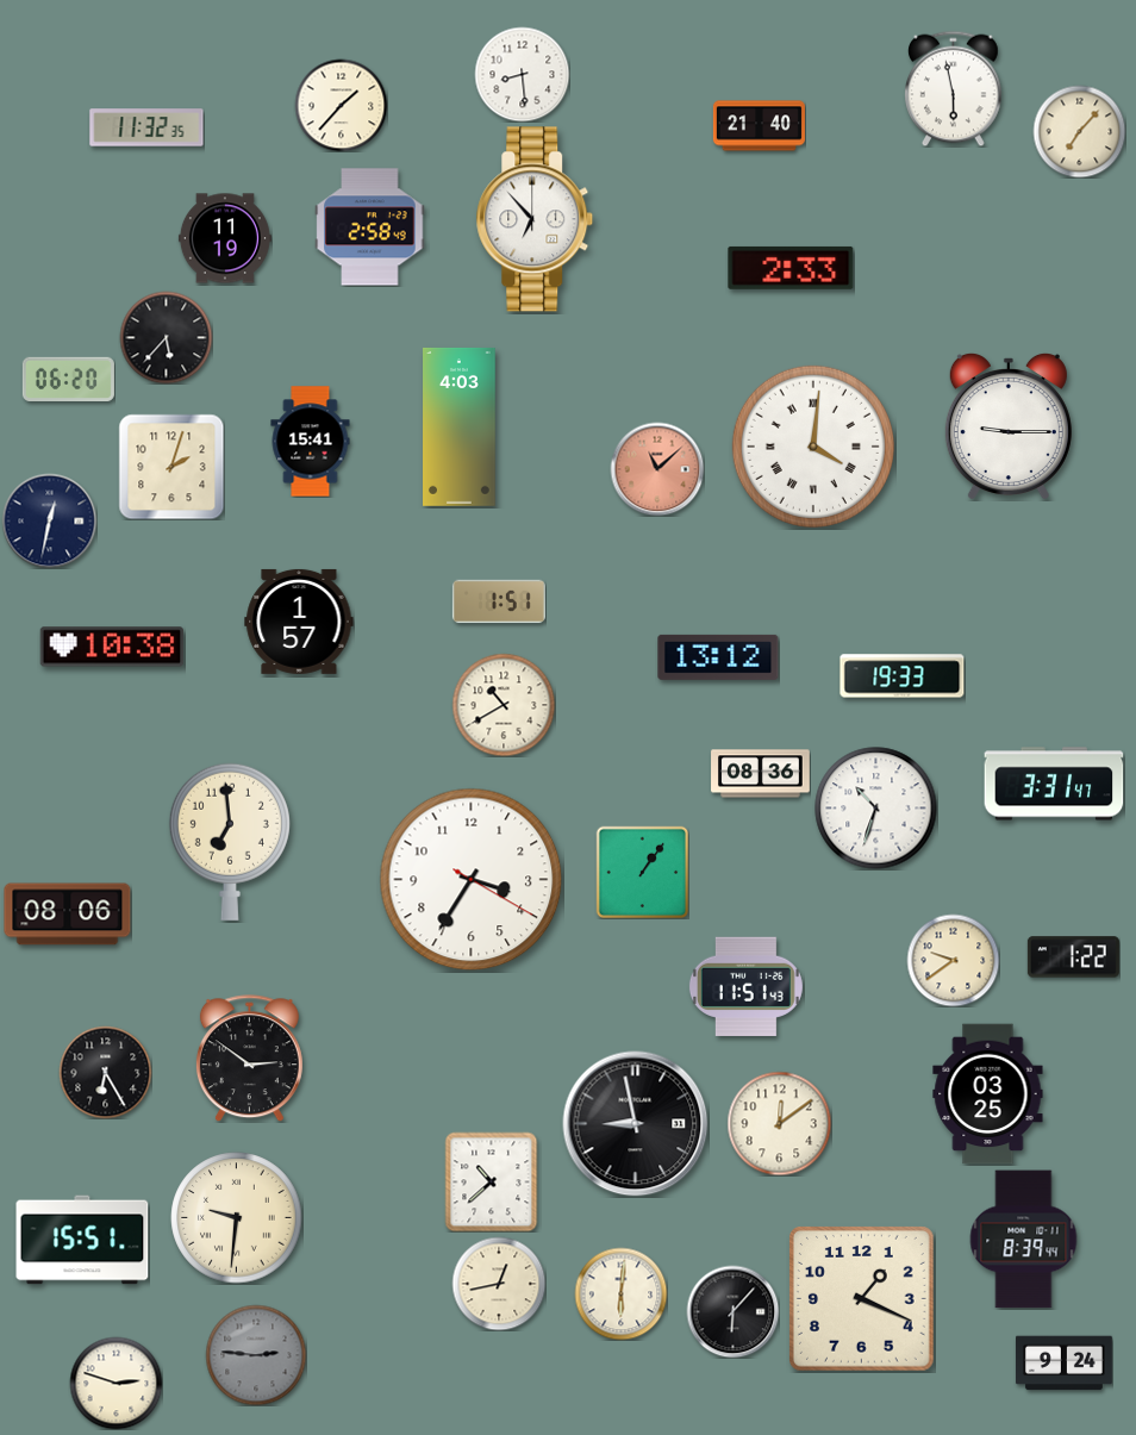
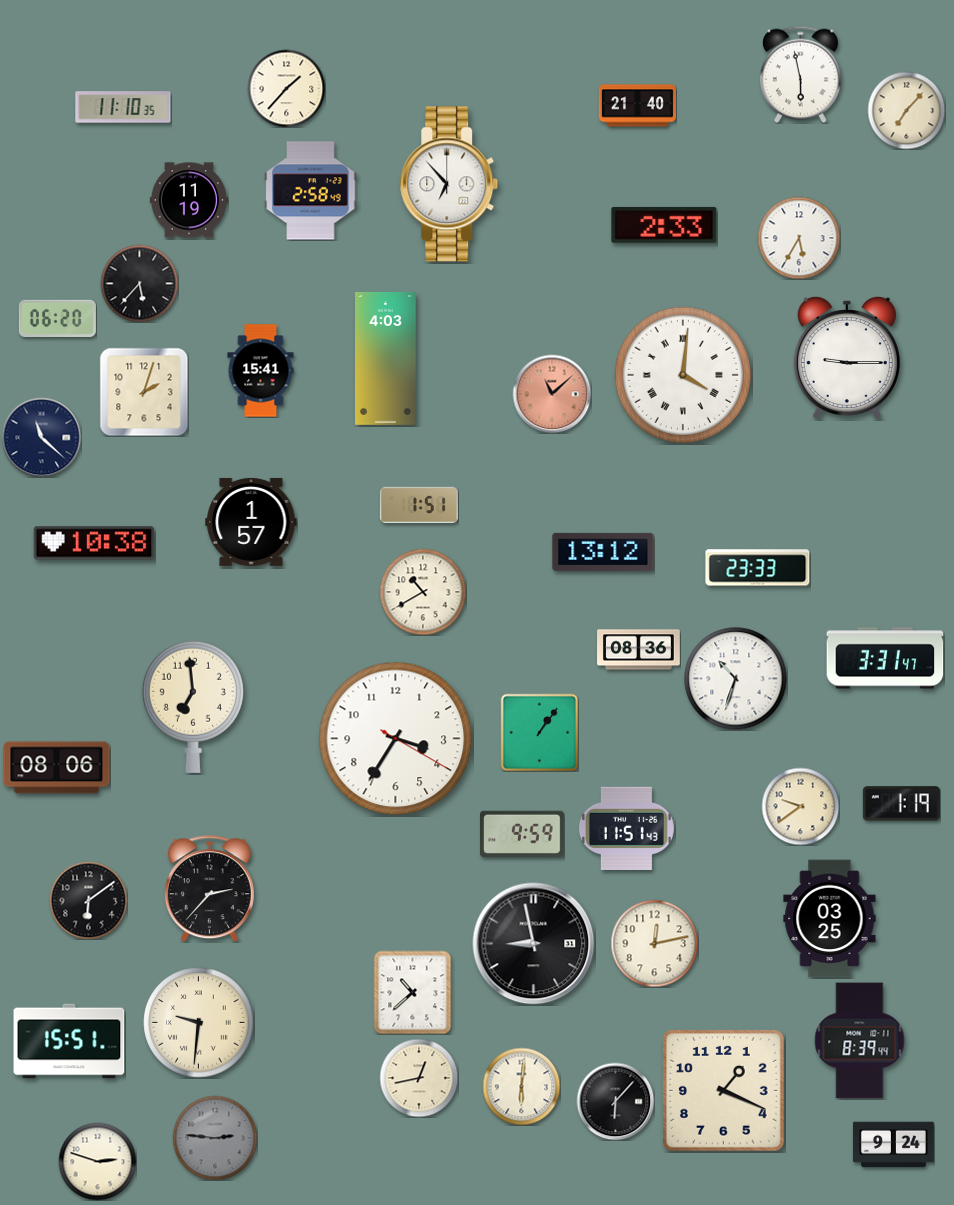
clock at (522, 74): 8:29 -> none
clock at (146, 127): 11:32 -> 11:10
clock at (799, 238): none -> 5:35
clock at (49, 520): 12:32 -> 11:22
clock at (903, 676): 19:33 -> 23:33
clock at (1073, 957): 1:22 -> 1:19
clock at (523, 833): none -> 9:59
clock at (249, 1059): 2:51 -> 2:37
clock at (105, 1072): 6:25 -> 6:09
clock at (779, 1123): 12:09 -> 12:13
